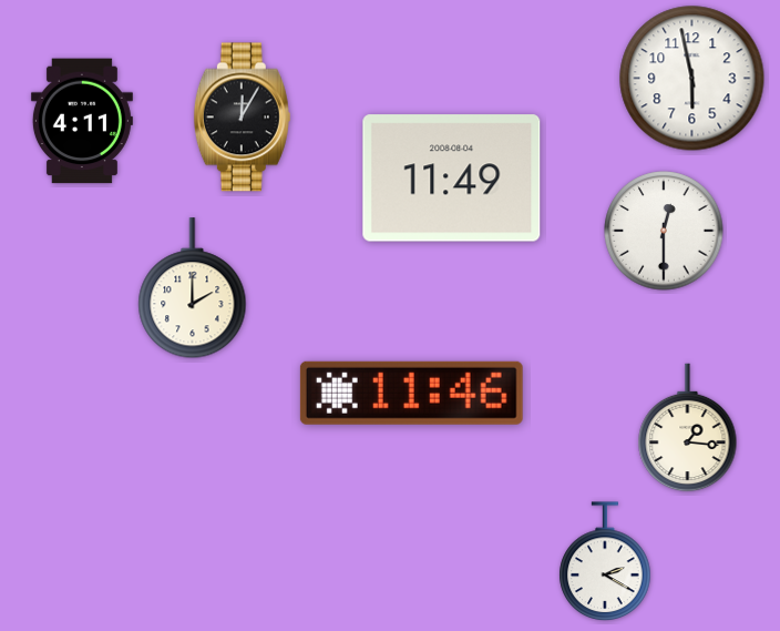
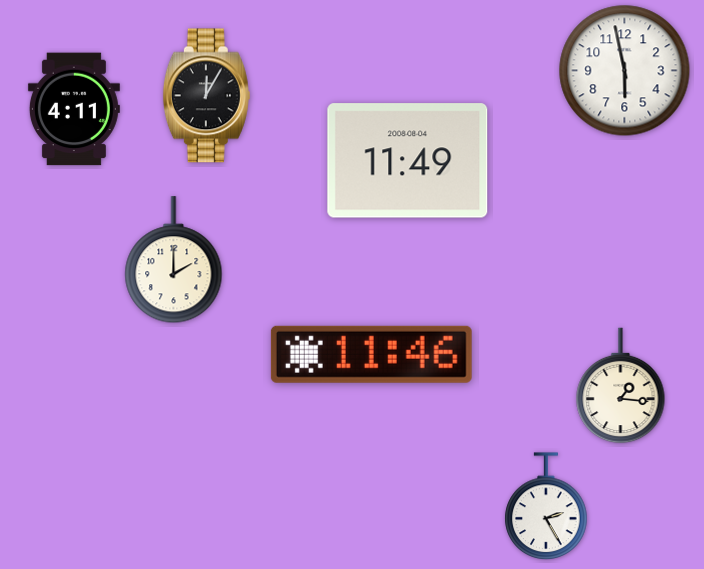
clock at (242, 118) position: (242, 118) -> (206, 96)
clock at (664, 231): 12:30 -> none
clock at (605, 561): 2:20 -> 2:25
